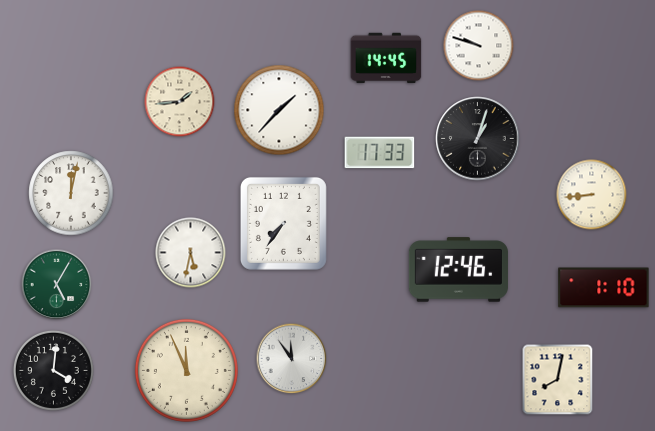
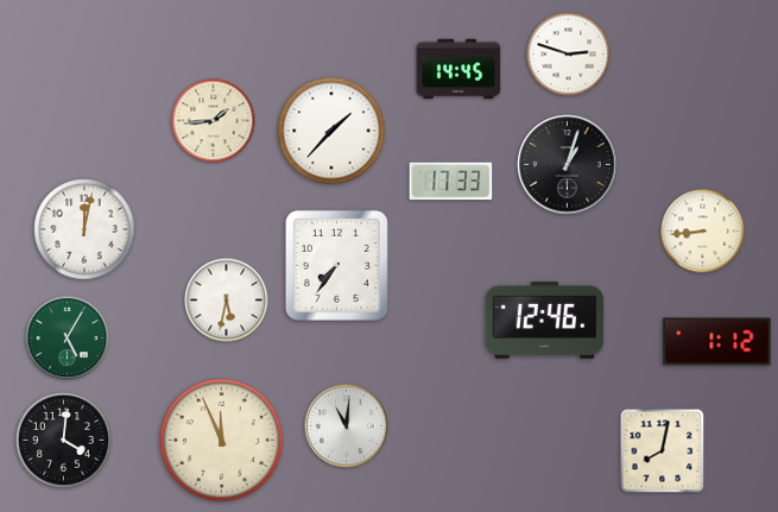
clock at (479, 46): 9:48 -> 2:48
clock at (604, 288): 1:10 -> 1:12
clock at (292, 359): 11:54 -> 11:01
